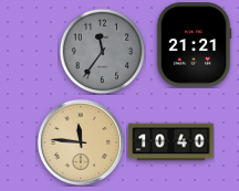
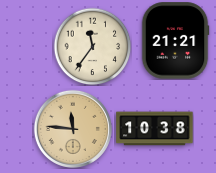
clock at (102, 51) dial: grey -> cream
clock at (172, 142): 10:40 -> 10:38
